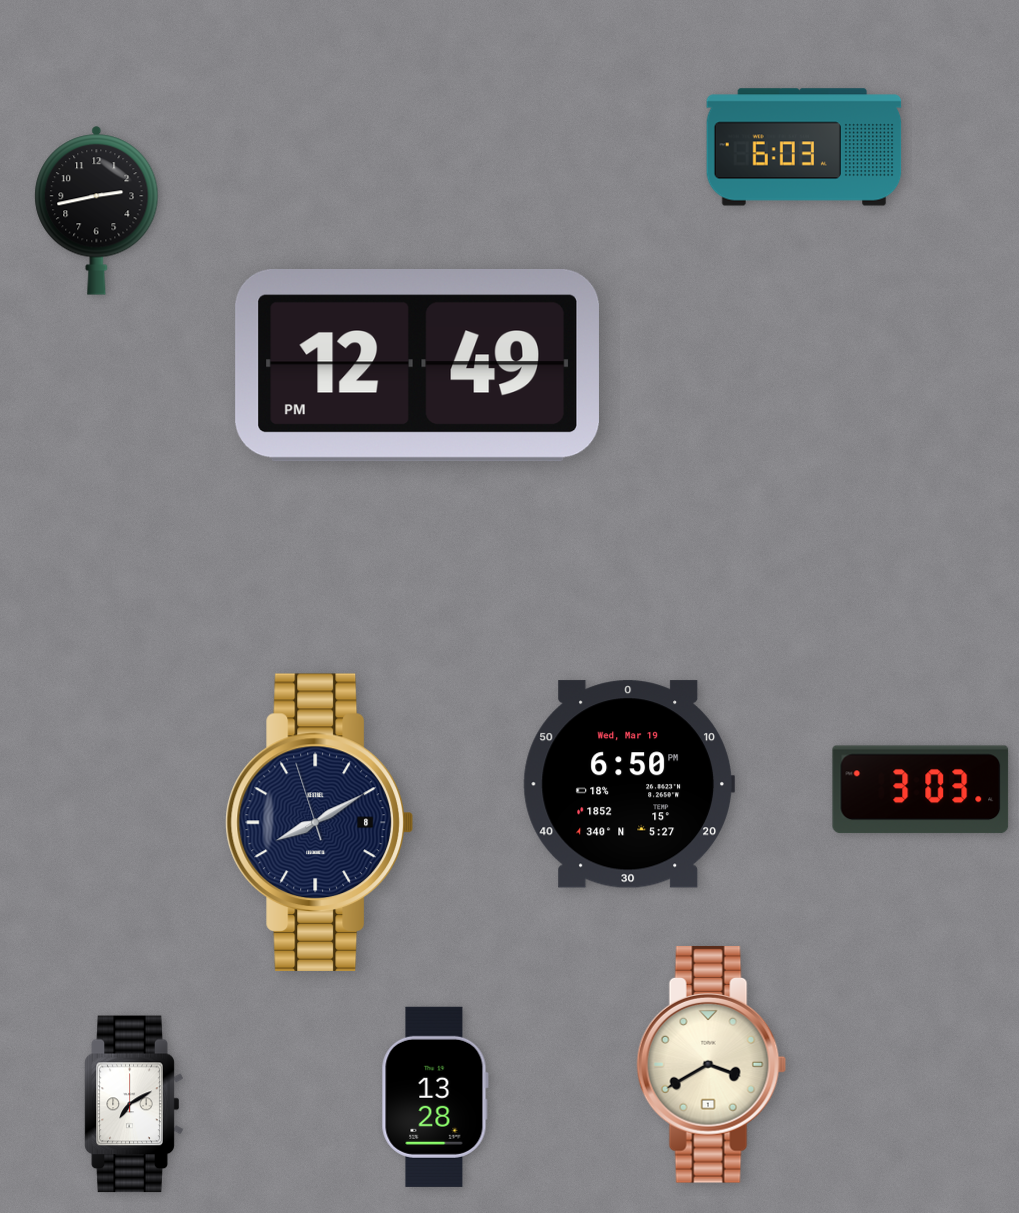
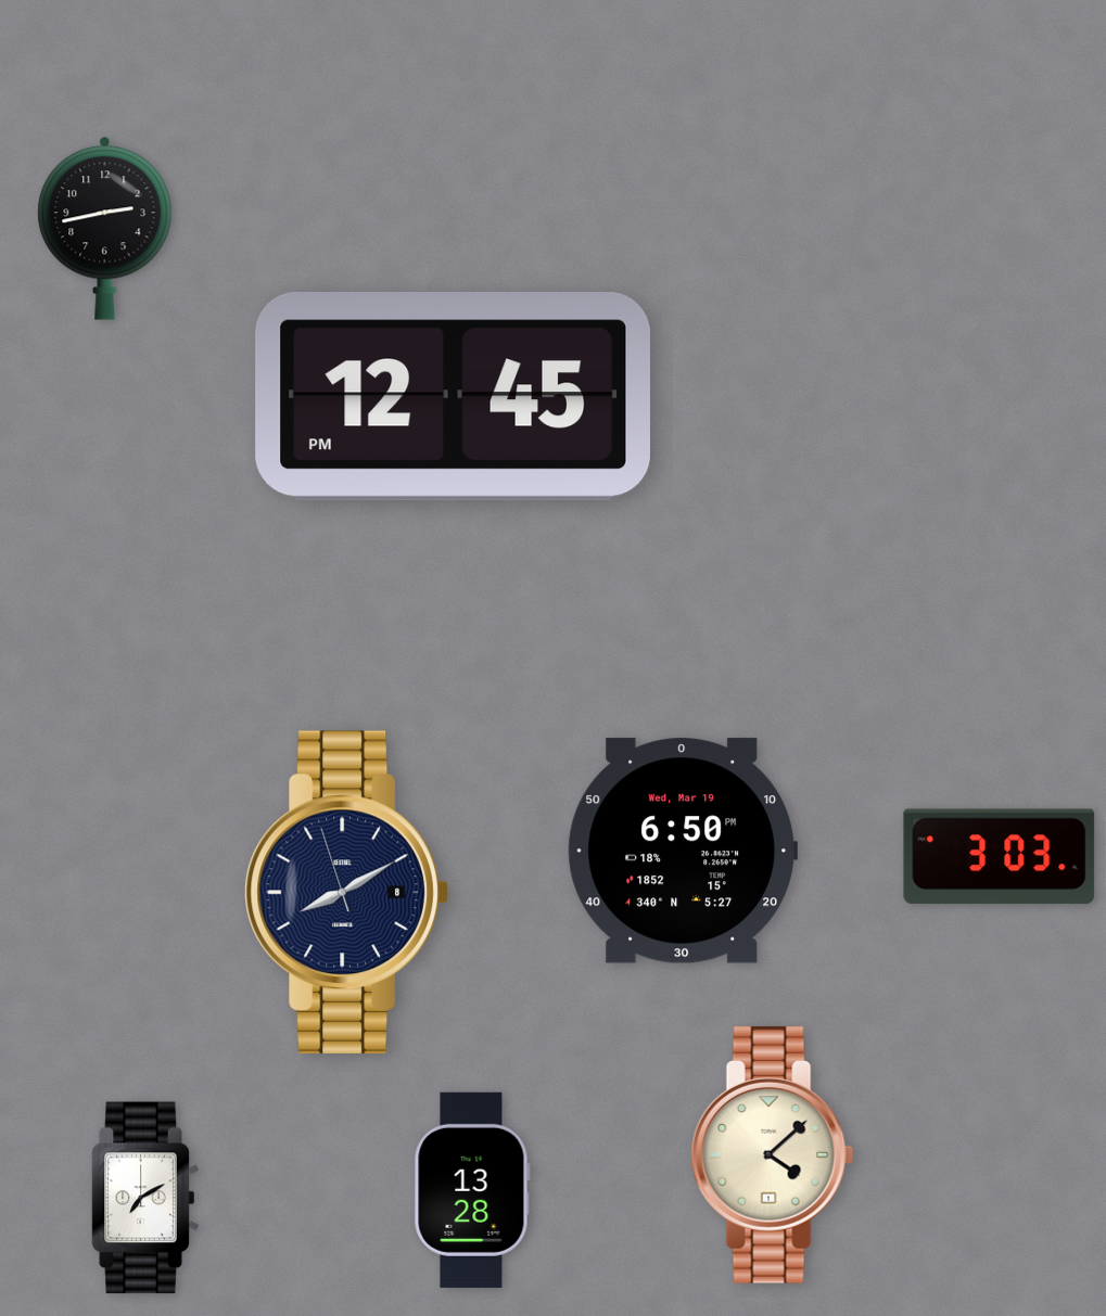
clock at (804, 147): 6:03 -> none
clock at (417, 366): 12:49 -> 12:45
clock at (712, 1064): 3:40 -> 4:08
